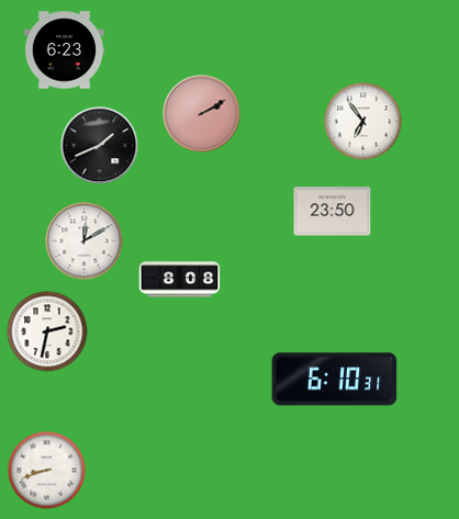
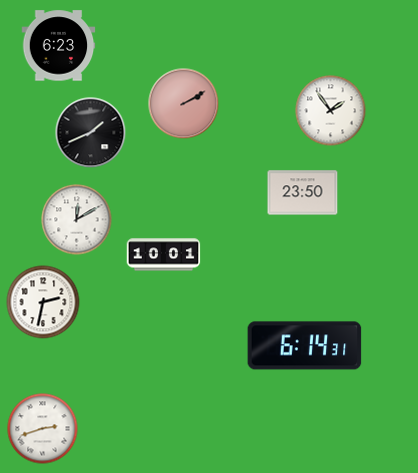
clock at (363, 122): 6:54 -> 1:54
clock at (180, 280): 8:08 -> 10:01
clock at (335, 380): 6:10 -> 6:14
clock at (47, 471): 8:42 -> 2:42
